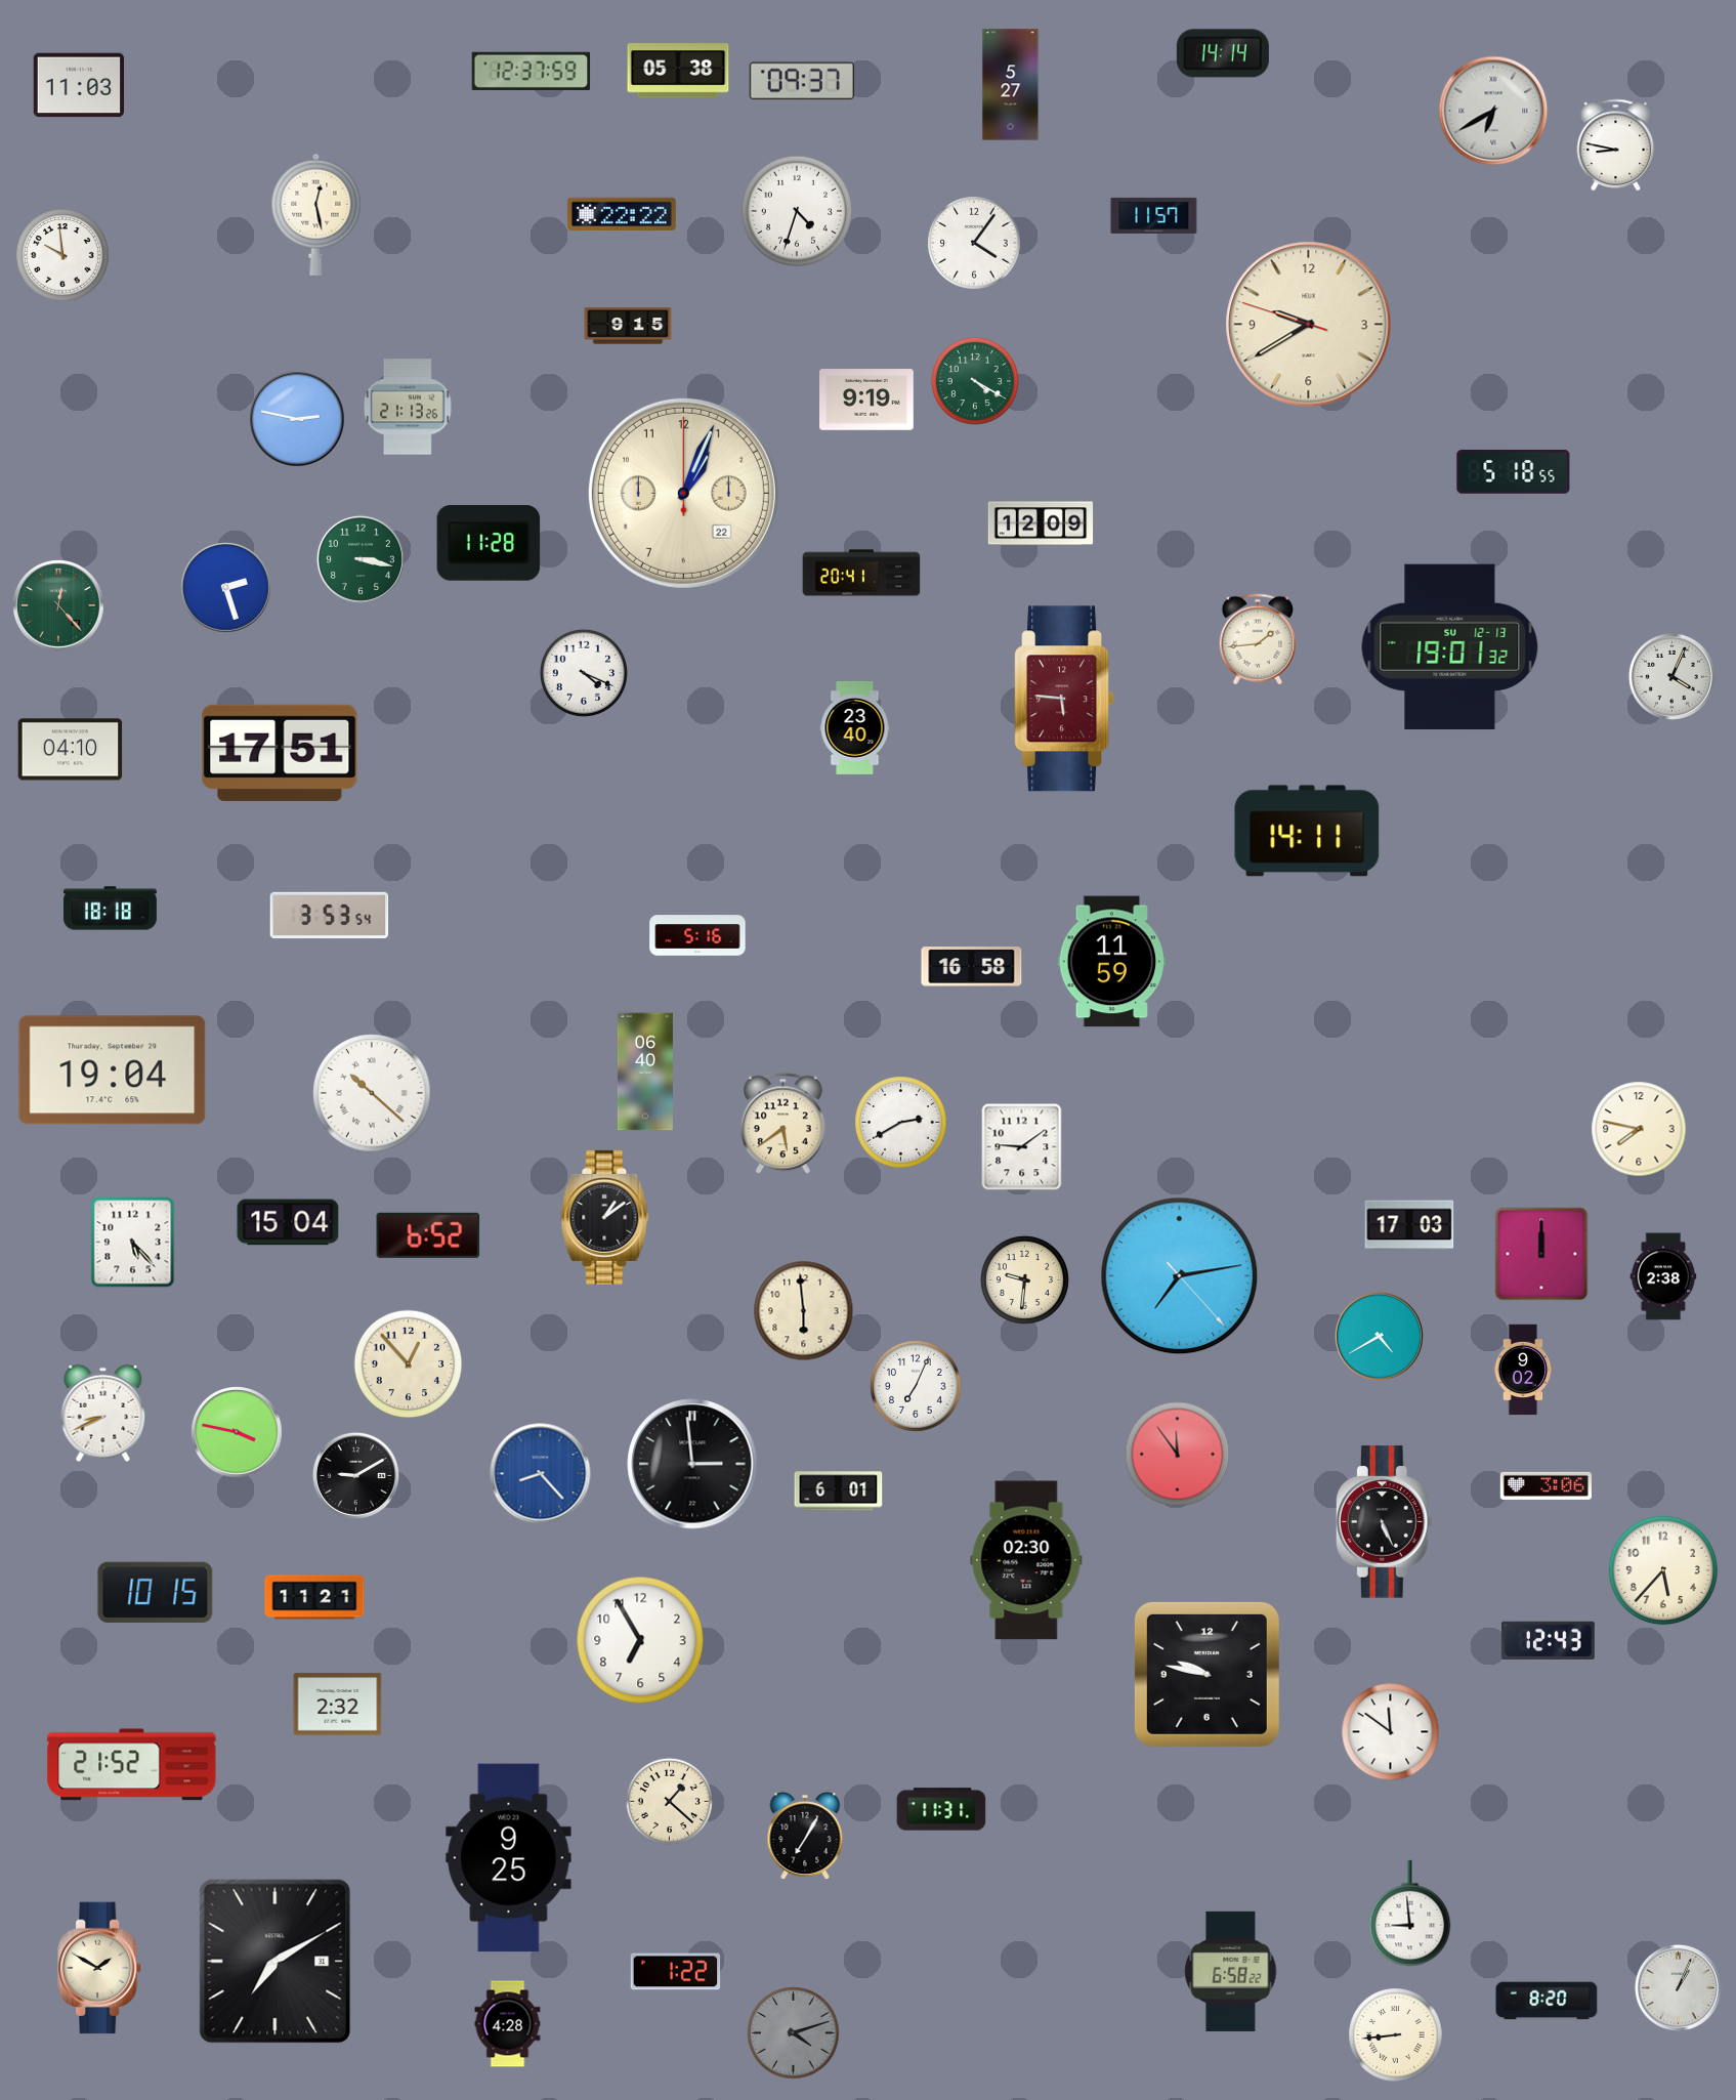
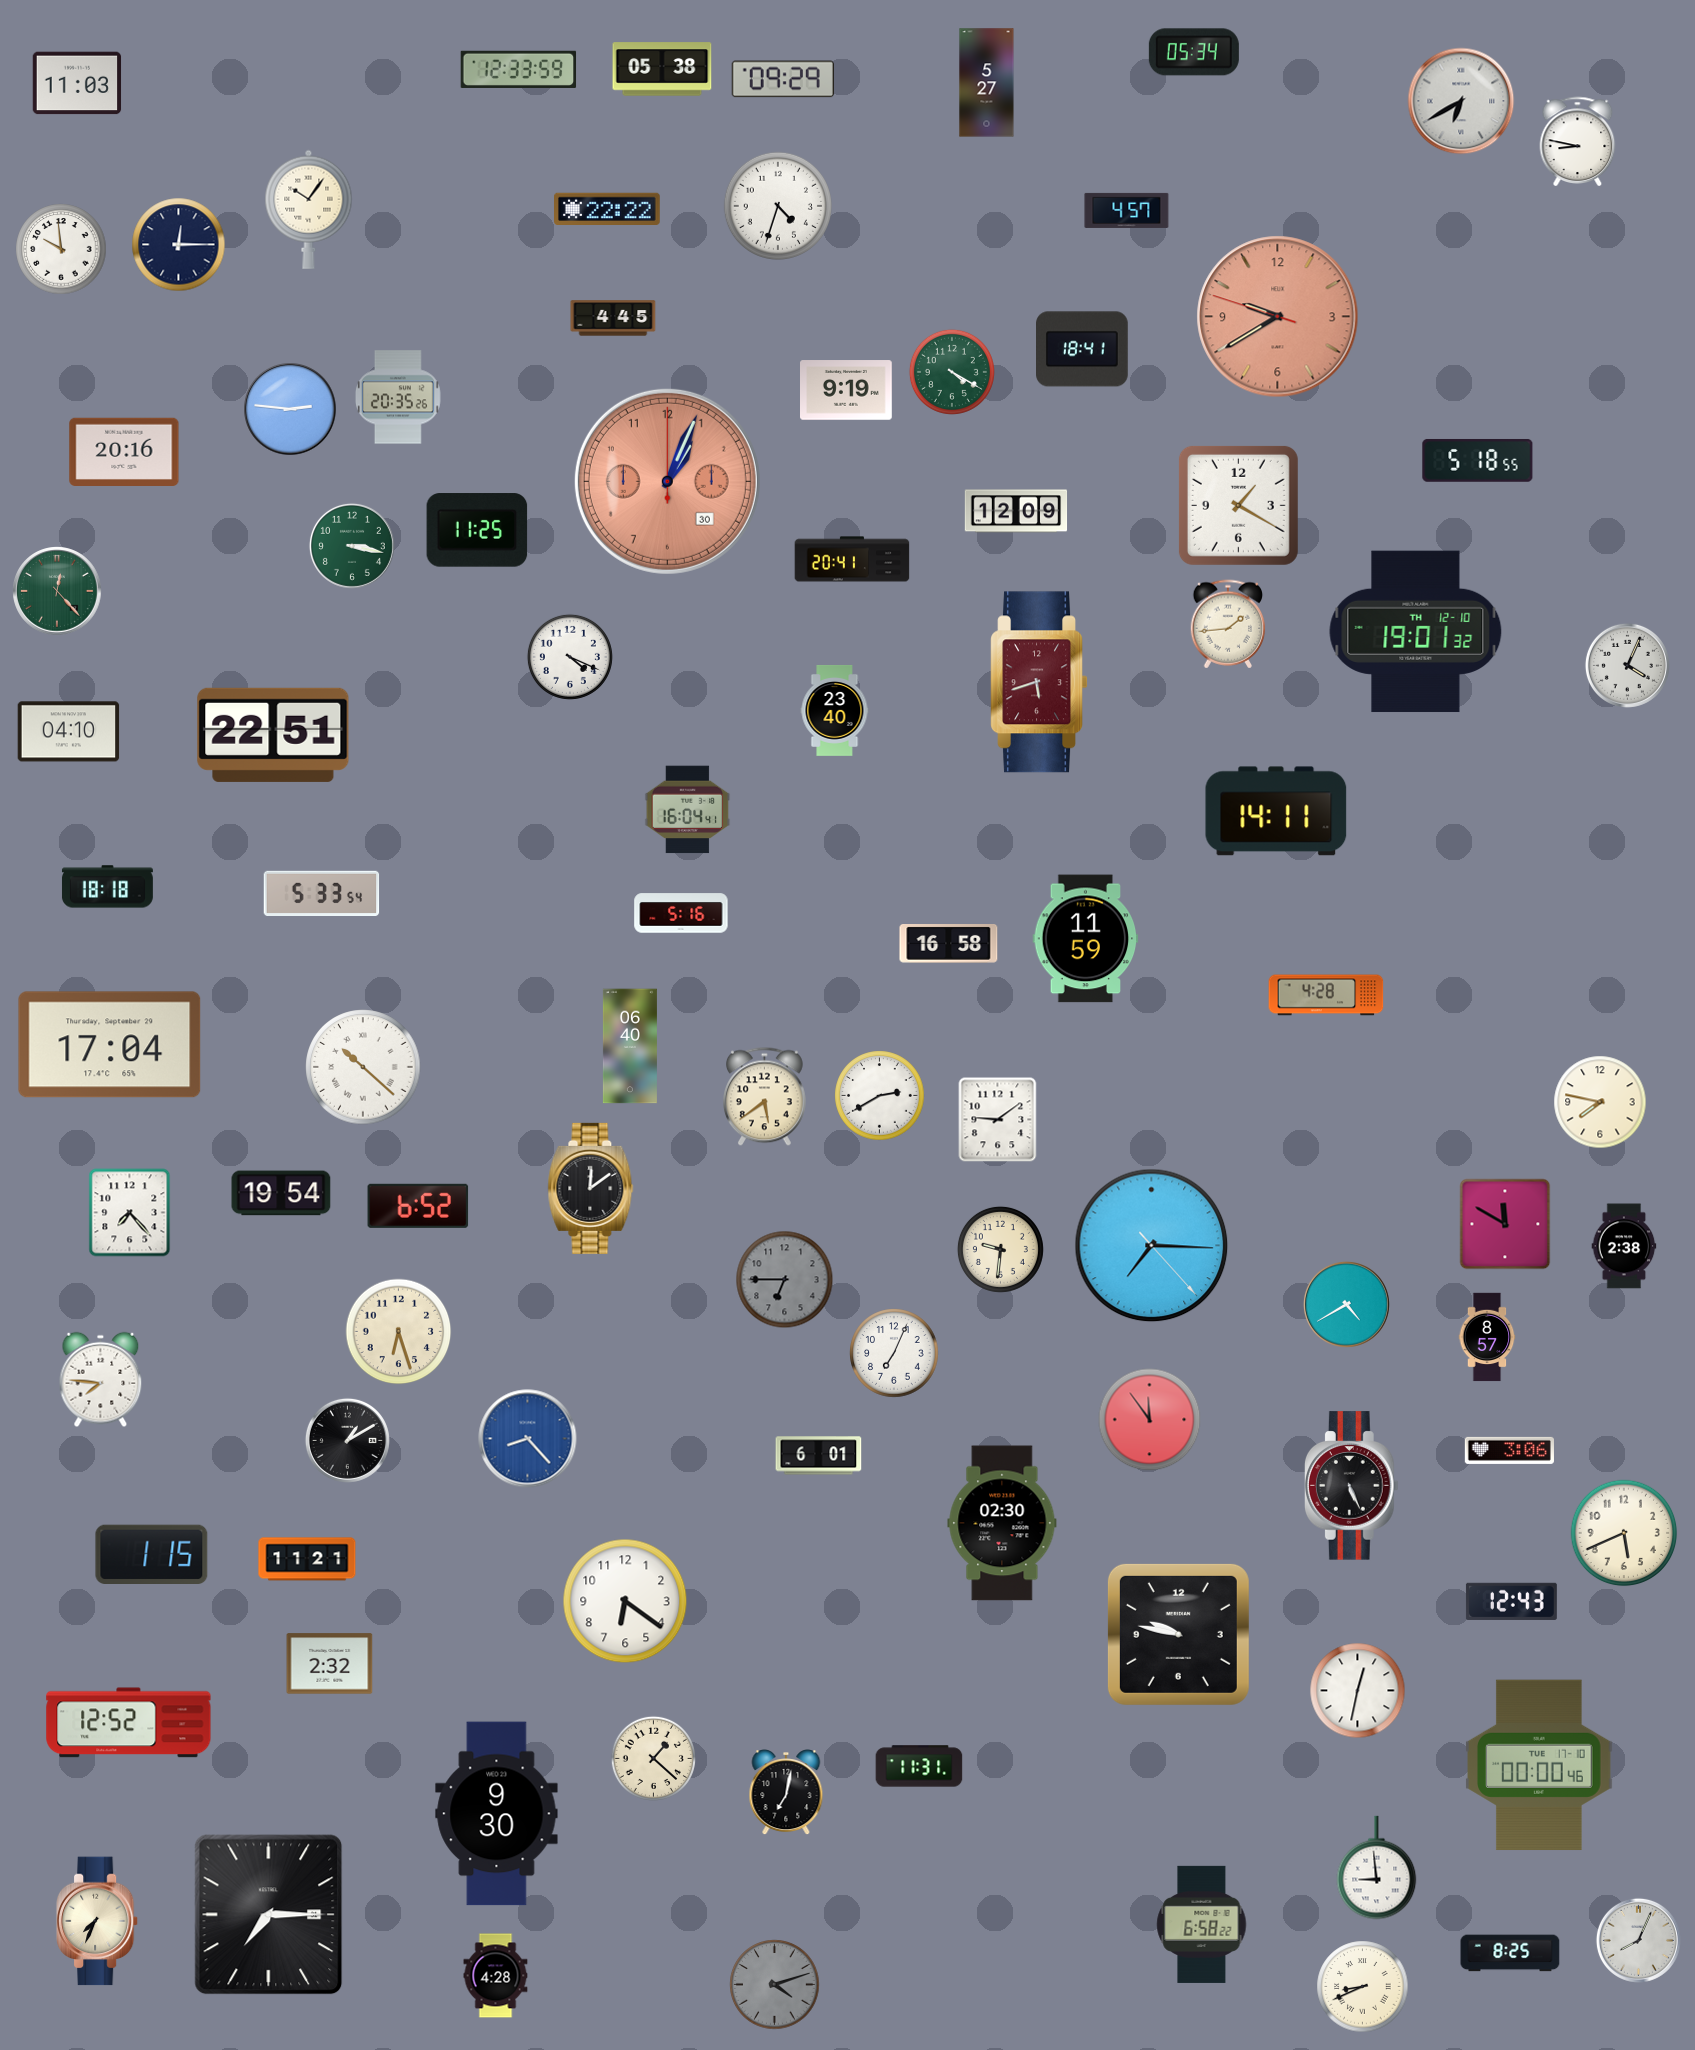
clock at (1223, 53): 14:14 -> 05:34
clock at (532, 71): 12:37 -> 12:33
clock at (802, 81): 09:37 -> 09:29
clock at (1493, 111) position: (1493, 111) -> (1461, 101)
clock at (316, 214): 12:28 -> 10:06
clock at (1154, 215): 11:57 -> 4:57
clock at (974, 243): 4:06 -> none
clock at (179, 245): none -> 12:15
clock at (1309, 325) dial: cream -> salmon
clock at (628, 326): 9:15 -> 4:45
clock at (1083, 349): none -> 18:41
clock at (408, 407): 21:13 -> 20:35
clock at (297, 419): 2:47 -> 2:46
clock at (124, 451): none -> 20:16
clock at (683, 493) date: 22 -> 30
clock at (683, 493) dial: cream -> salmon
clock at (1238, 505): none -> 1:20
clock at (489, 543): 11:28 -> 11:25
clock at (861, 573) position: (861, 573) -> (852, 559)
clock at (226, 588): 2:27 -> none
clock at (1450, 647) date: SU 12-13 -> TH 12-10
clock at (1671, 676) position: (1671, 676) -> (1627, 665)
clock at (1064, 699): 5:46 -> 5:42
clock at (280, 753): 17:51 -> 22:51
clock at (688, 810): none -> 16:04
clock at (330, 915): 3:53 -> 5:33
clock at (1326, 995): none -> 4:28
clock at (113, 1070): 19:04 -> 17:04
clock at (605, 1217): 1:09 -> 12:09
clock at (288, 1222): 15:04 -> 19:54
clock at (1409, 1225): 17:03 -> none
clock at (133, 1243): 5:23 -> 7:23
clock at (1541, 1254): 12:00 -> 11:50
clock at (1180, 1276): 7:13 -> 7:15
clock at (804, 1311): 5:59 -> 6:45
clock at (804, 1311) dial: cream -> grey
clock at (409, 1364): 12:53 -> 6:27
clock at (1523, 1370): 9:02 -> 8:57
clock at (103, 1414): 8:41 -> 7:46
clock at (237, 1432): 3:47 -> none
clock at (692, 1464): 2:59 -> none
clock at (355, 1475): 9:10 -> 1:10
clock at (1663, 1570): 5:37 -> 5:41
clock at (156, 1593): 10:15 -> 1:15
clock at (640, 1640): 6:55 -> 6:21
clock at (1391, 1732): 11:51 -> 12:32
clock at (132, 1765): 21:52 -> 12:52
clock at (1539, 1765): none -> 00:00
clock at (805, 1837): 7:05 -> 7:02
clock at (509, 1858): 9:25 -> 9:30
clock at (276, 1962): 7:10 -> 7:15
clock at (99, 1968): 1:50 -> 7:34
clock at (676, 1972): 1:22 -> none
clock at (1678, 1987): 1:04 -> 8:04
clock at (1547, 2001): 8:20 -> 8:25
clock at (1396, 2035): 8:44 -> 8:41
